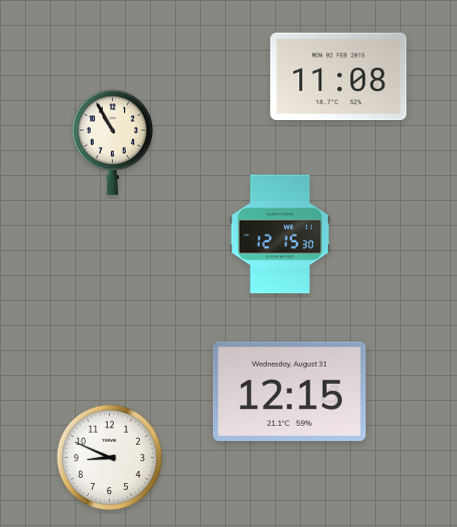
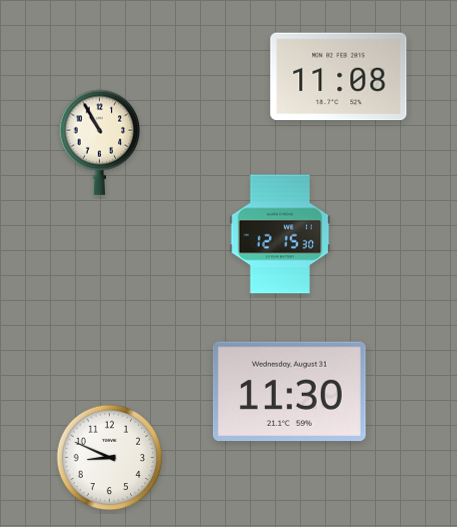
clock at (113, 142) position: (113, 142) -> (100, 142)
clock at (289, 391): 12:15 -> 11:30
